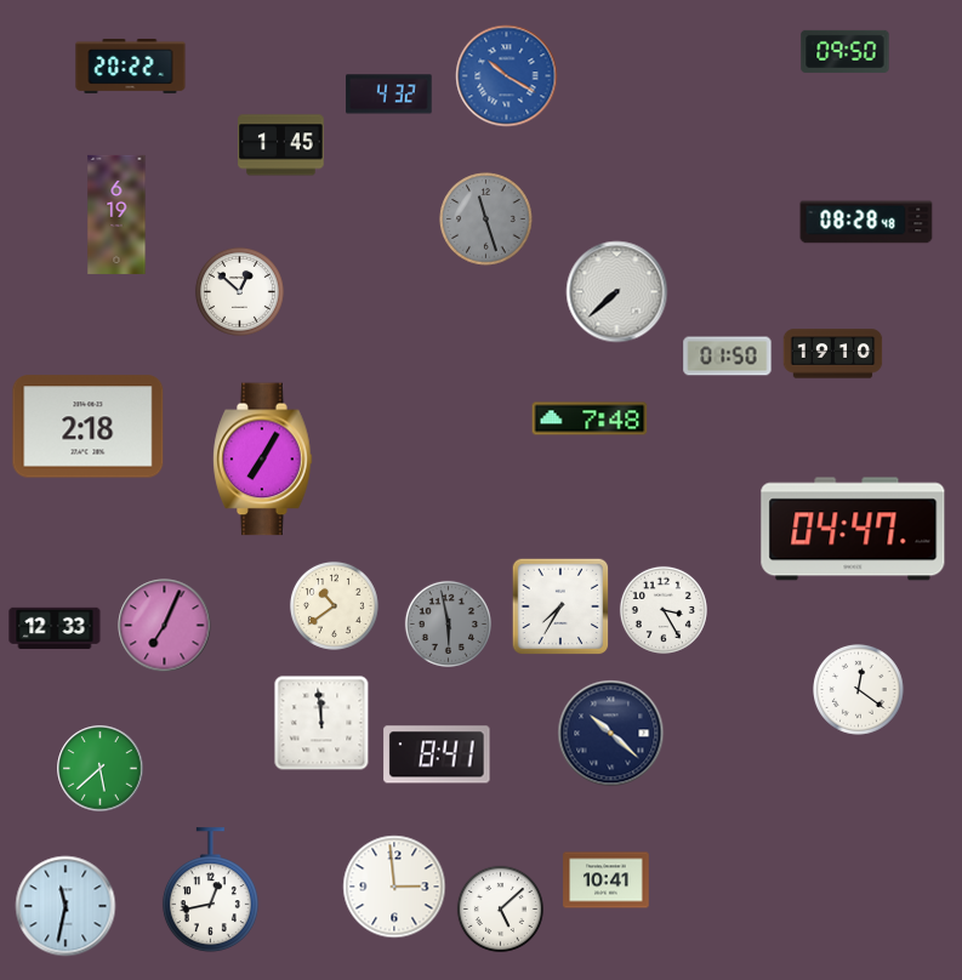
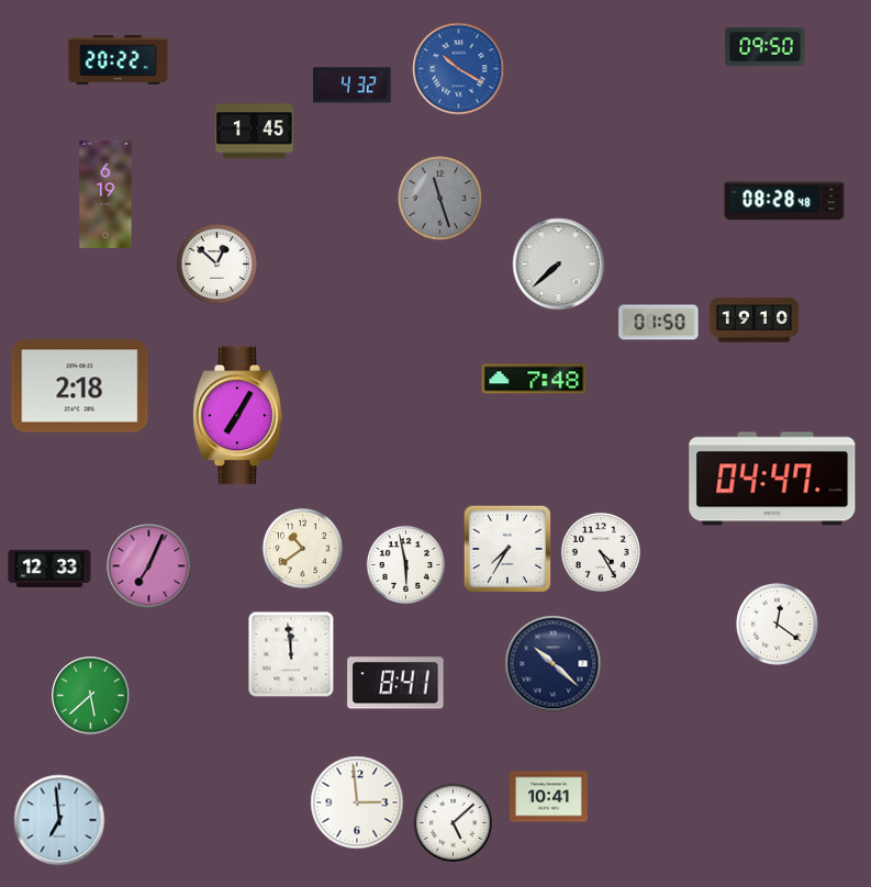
clock at (664, 610): 3:25 -> 4:25
clock at (448, 623) dial: grey -> white
clock at (210, 890): 12:43 -> none
clock at (66, 906): 11:32 -> 6:59
